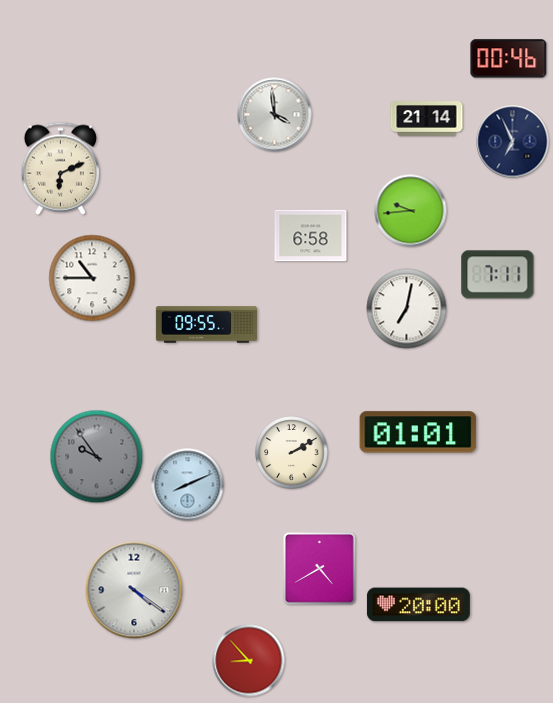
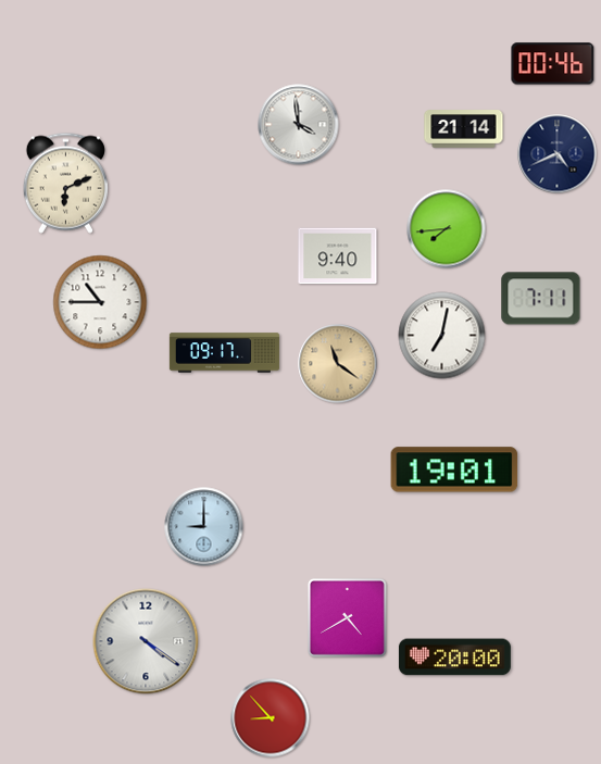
clock at (513, 142): 6:56 -> 4:41
clock at (411, 211): 9:44 -> 7:44
clock at (311, 236): 6:58 -> 9:40
clock at (206, 325): 09:55 -> 09:17
clock at (338, 364): none -> 11:21
clock at (418, 432): 01:01 -> 19:01
clock at (292, 453): 2:10 -> none
clock at (97, 457): 9:54 -> none
clock at (188, 485): 8:11 -> 9:00
